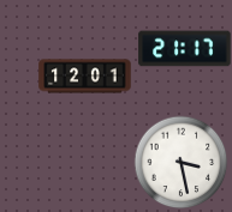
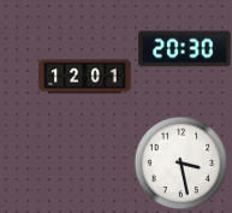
clock at (185, 49): 21:17 -> 20:30
